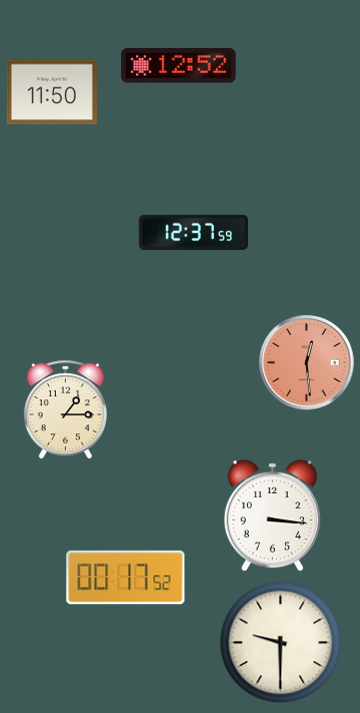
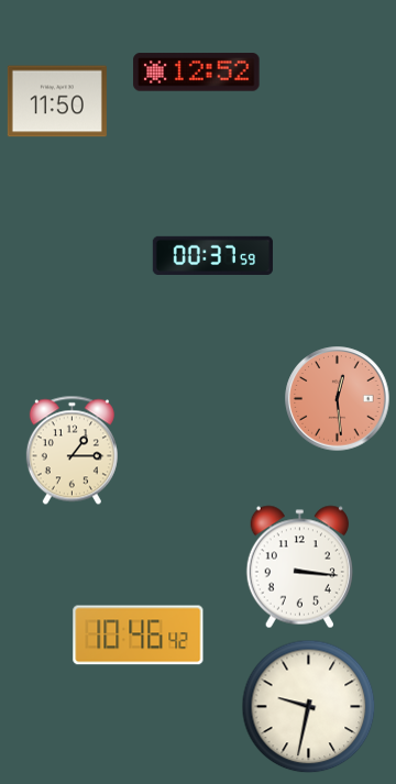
clock at (193, 232): 12:37 -> 00:37
clock at (126, 578): 00:17 -> 10:46
clock at (281, 643): 9:30 -> 9:32
